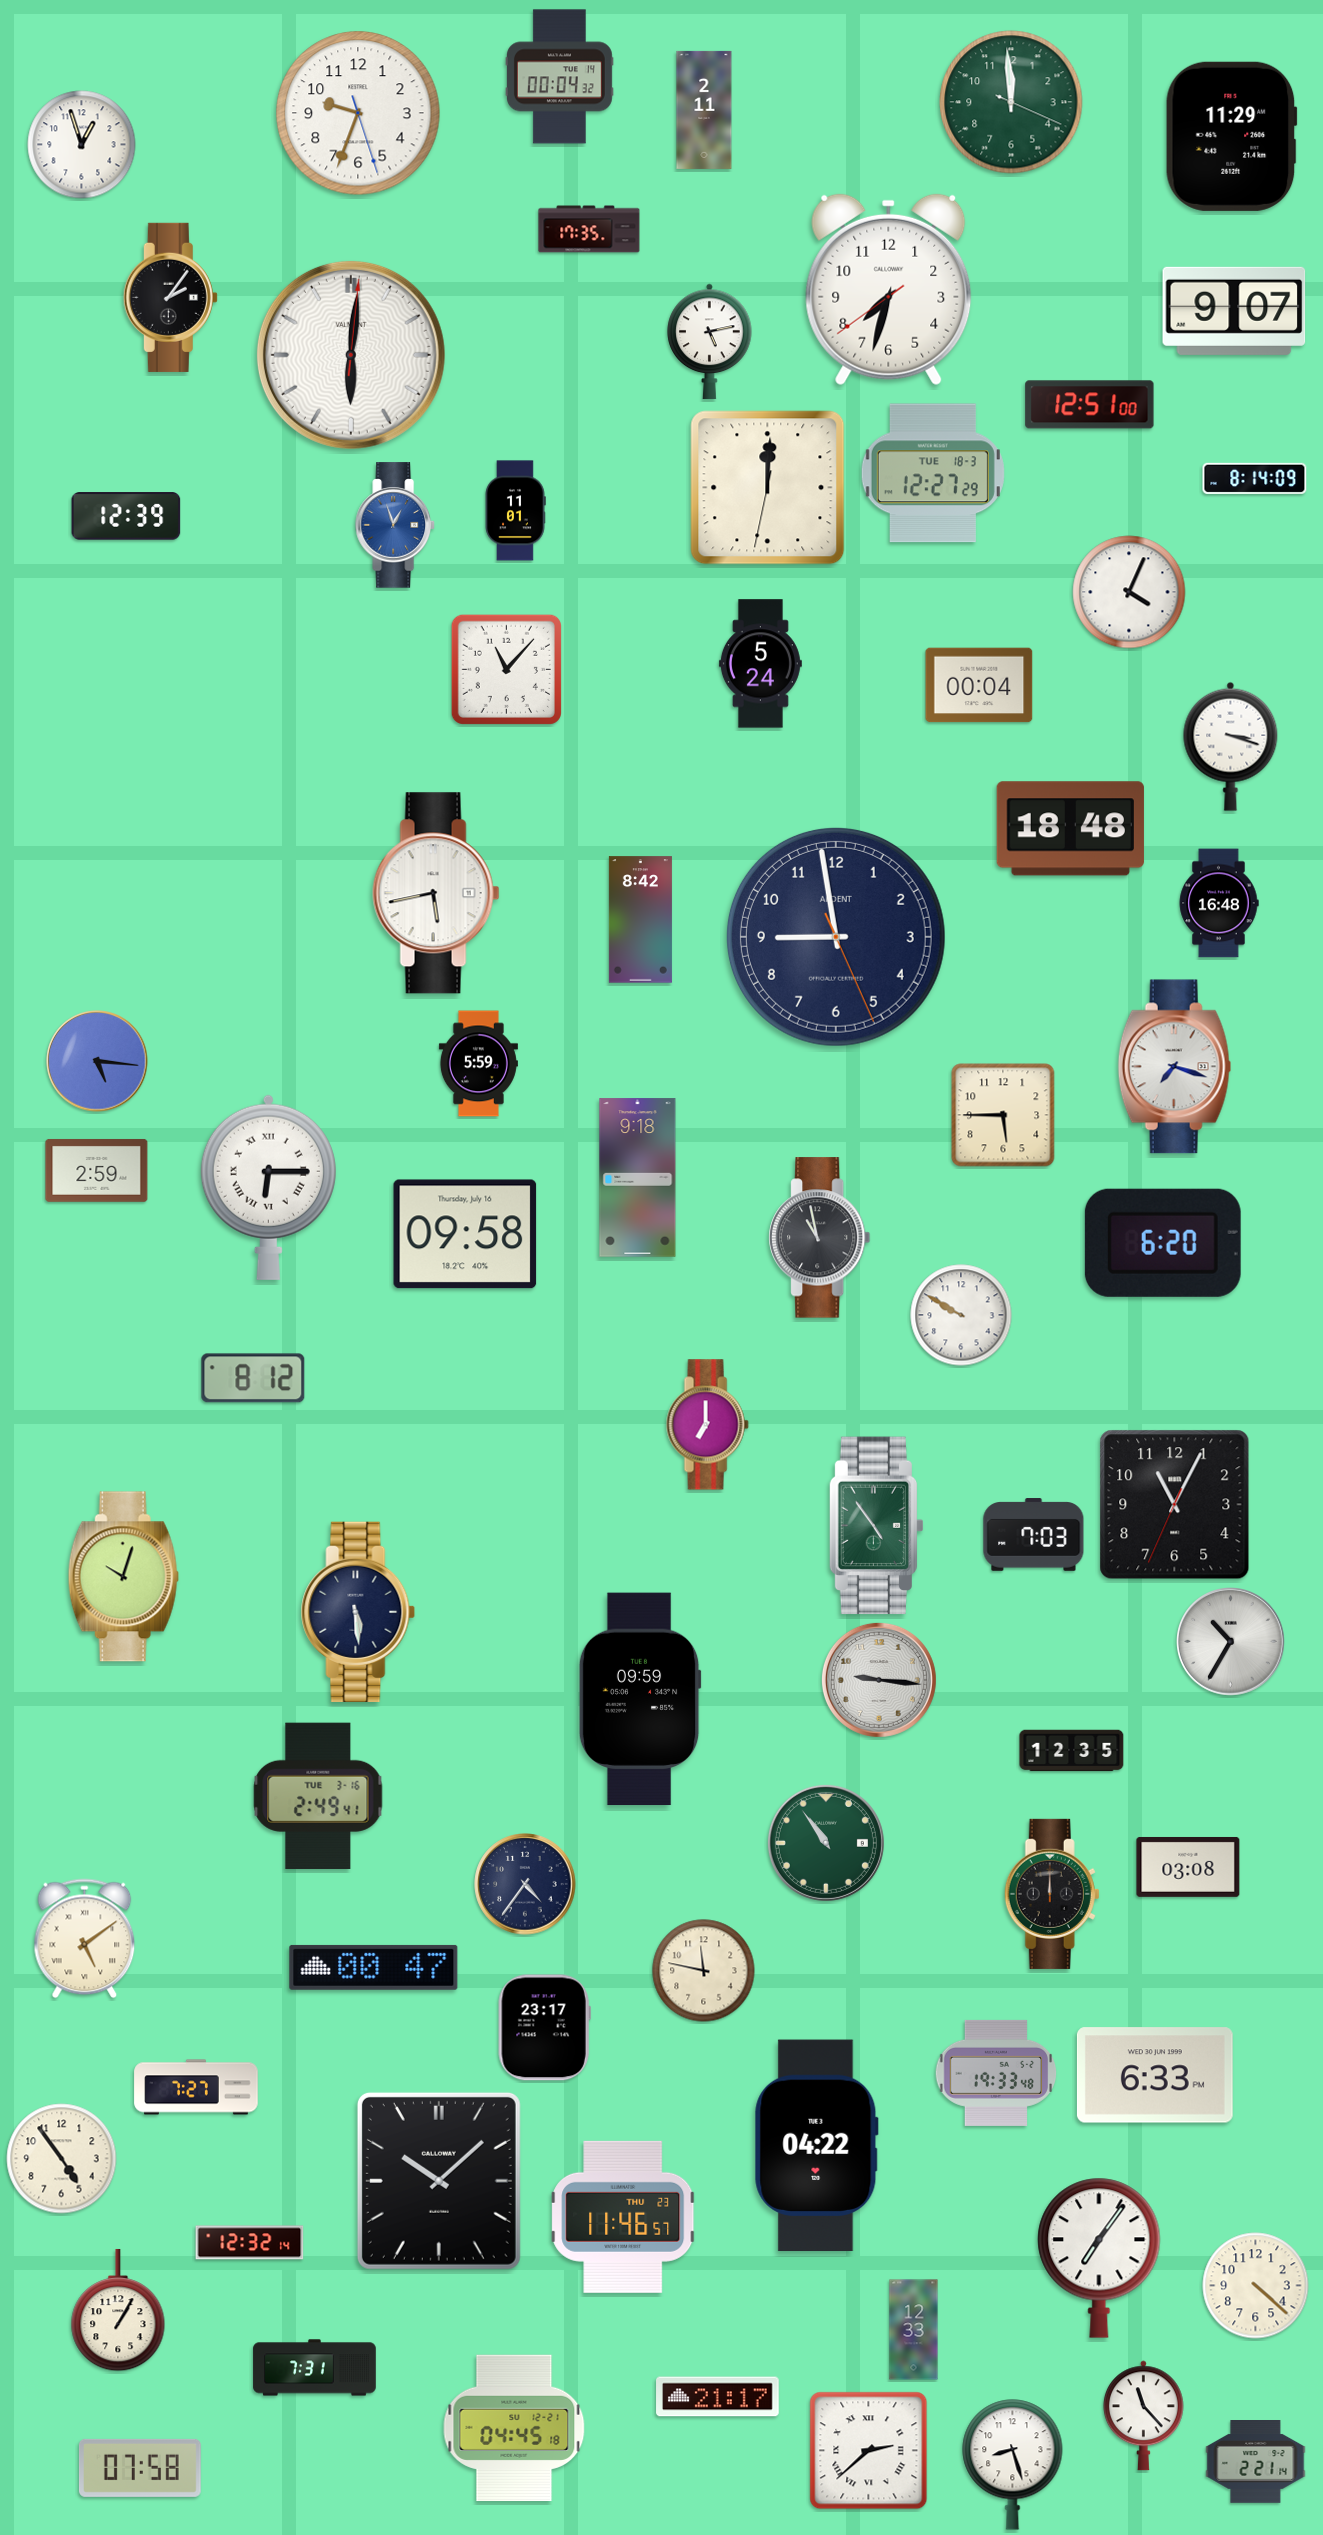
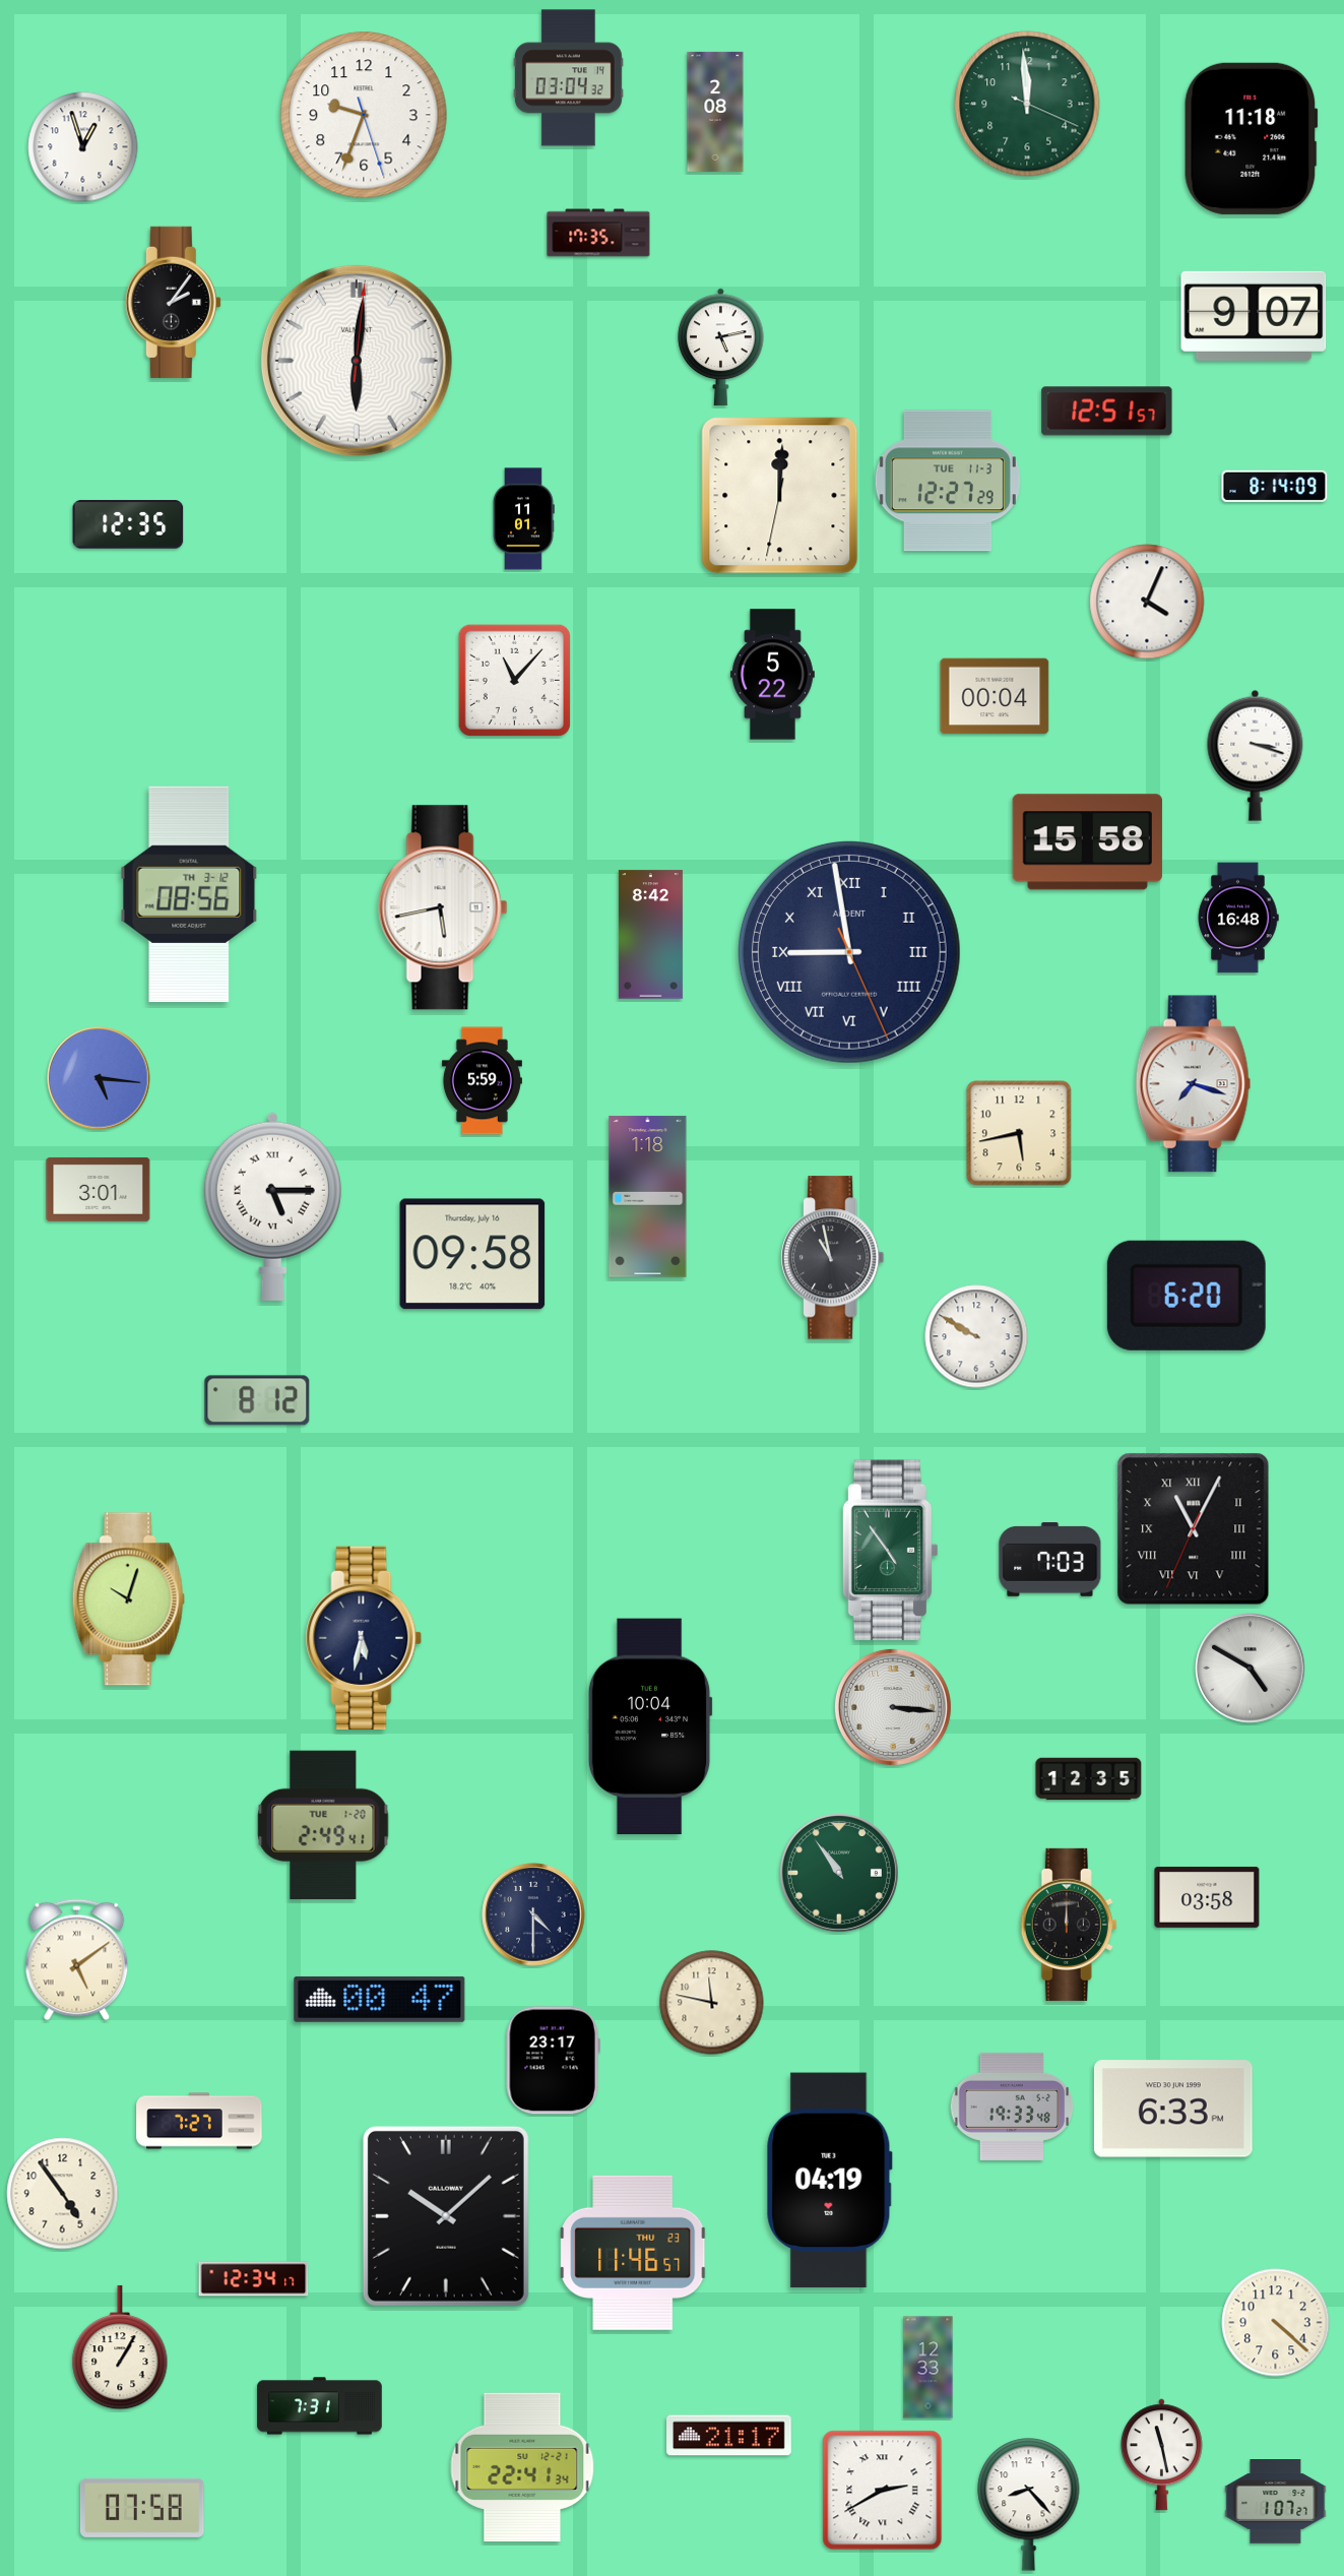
clock at (559, 77): 00:04 -> 03:04
clock at (704, 110): 2:11 -> 2:08
clock at (1231, 136): 11:29 -> 11:18
clock at (889, 290): 7:32 -> none
clock at (1090, 405): 12:51:00 -> 12:51:57
clock at (933, 473) date: TUE 18-3 -> TUE 11-3
clock at (126, 516): 12:39 -> 12:35
clock at (395, 525): 12:57 -> none
clock at (760, 664): 5:24 -> 5:22
clock at (1231, 746) position: (1231, 746) -> (1256, 755)
clock at (1070, 829): 18:48 -> 15:58
clock at (189, 894): none -> 08:56
clock at (836, 937) numerals: Arabic -> Roman
clock at (478, 1064) position: (478, 1064) -> (482, 1081)
clock at (1003, 1115): 5:45 -> 5:43
clock at (97, 1171): 2:59 -> 3:01
clock at (638, 1178): 9:18 -> 1:18
clock at (268, 1187): 6:15 -> 5:15
clock at (1163, 1243) position: (1163, 1243) -> (1187, 1296)
clock at (707, 1425): 7:00 -> none
clock at (1175, 1505) numerals: Arabic -> Roman
clock at (123, 1577) position: (123, 1577) -> (128, 1599)
clock at (358, 1612): 5:29 -> 5:32
clock at (1231, 1642): 10:35 -> 4:50
clock at (879, 1680): 9:16 -> 3:16
clock at (640, 1699): 09:59 -> 10:04
clock at (318, 1795) date: TUE 3-16 -> TUE 1-20
clock at (1188, 1867): 03:08 -> 03:58
clock at (525, 1884): 4:36 -> 4:30
clock at (85, 1939) position: (85, 1939) -> (77, 1960)
clock at (704, 1971) position: (704, 1971) -> (712, 2003)
clock at (816, 2146): 04:22 -> 04:19
clock at (250, 2243): 12:32 -> 12:34
clock at (1099, 2258): 7:06 -> none
clock at (1143, 2416): 11:23 -> 11:28
clock at (514, 2428): 04:45 -> 22:41
clock at (869, 2451): 2:38 -> 2:40
clock at (1256, 2462): 2:21 -> 1:07
clock at (1013, 2465): 8:27 -> 8:23
